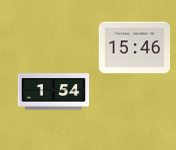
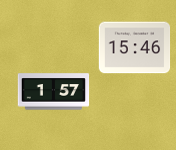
clock at (54, 92): 1:54 -> 1:57
